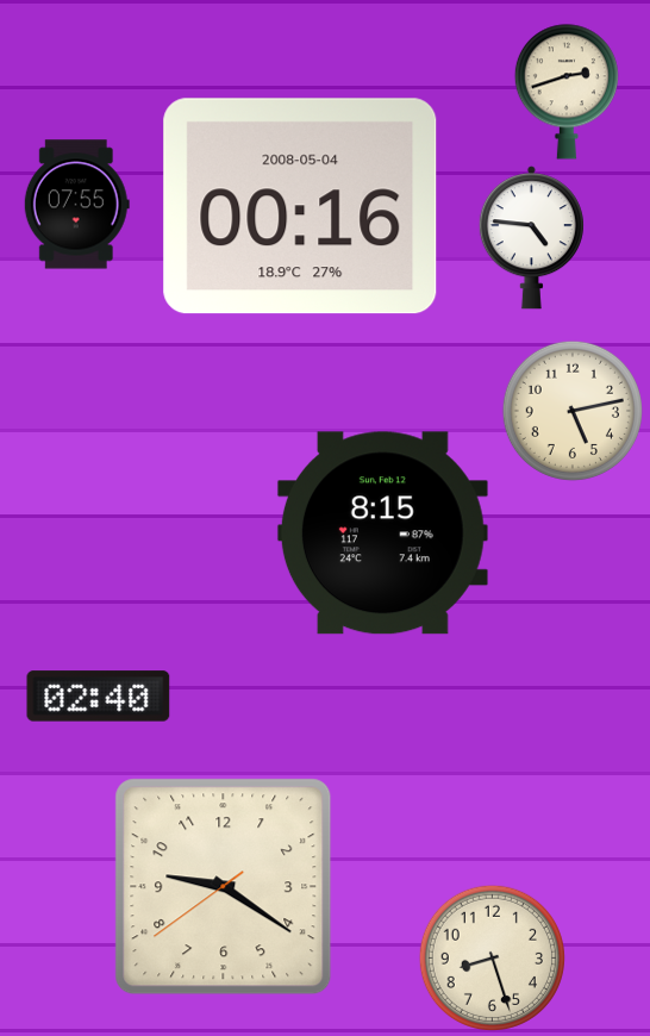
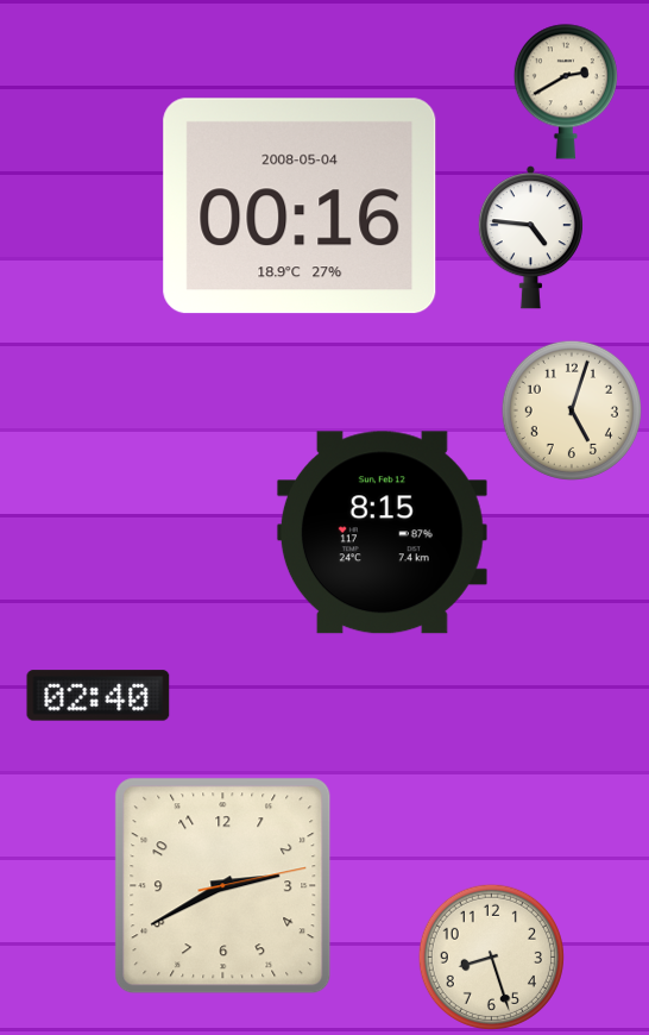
clock at (567, 92): 2:42 -> 2:40
clock at (76, 205): 07:55 -> none
clock at (573, 411): 5:13 -> 5:03
clock at (224, 887): 9:20 -> 2:40
